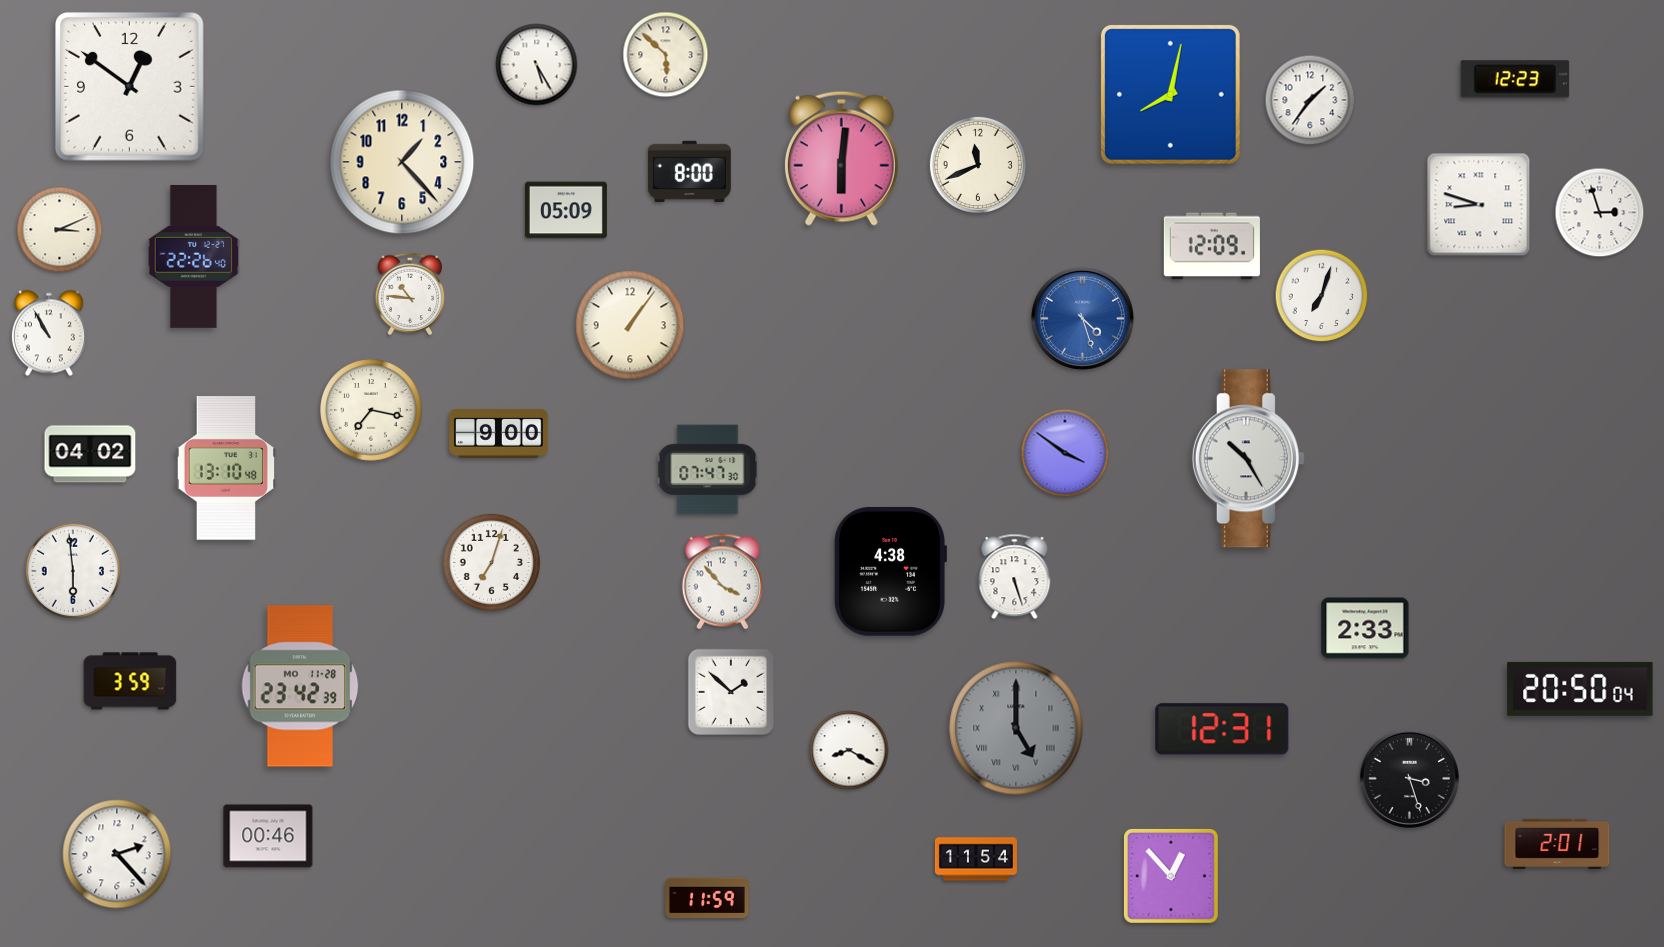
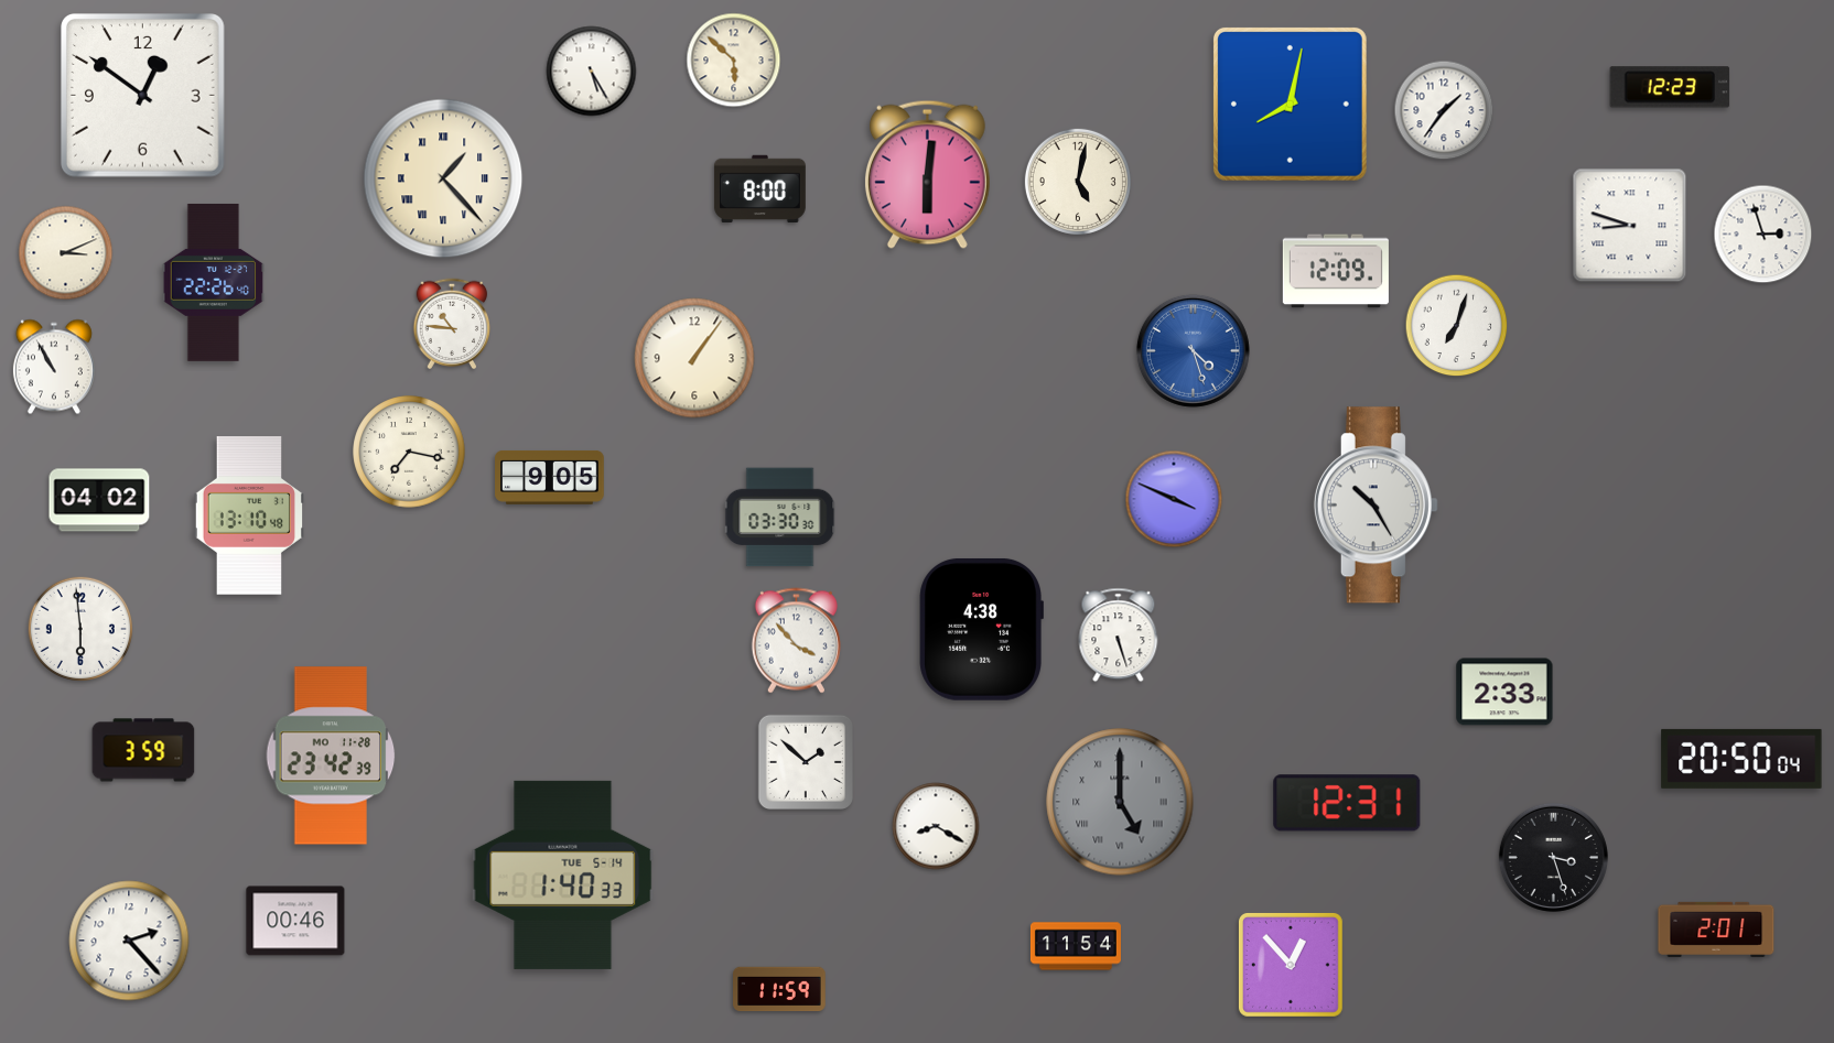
clock at (402, 162) numerals: Arabic -> Roman
clock at (978, 165): 11:41 -> 5:02
clock at (566, 210): 05:09 -> none
clock at (499, 433): 9:00 -> 9:05
clock at (1065, 453): 3:51 -> 3:49
clock at (708, 470): 07:47 -> 03:30
clock at (491, 562): 7:03 -> none
clock at (563, 874): none -> 1:40
